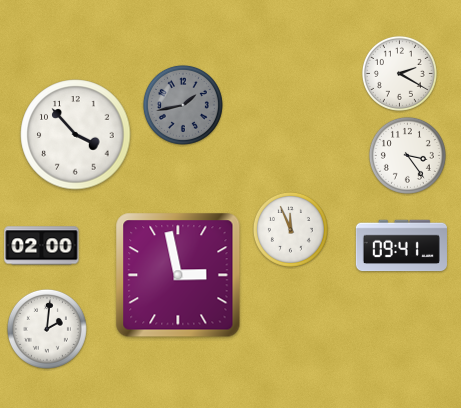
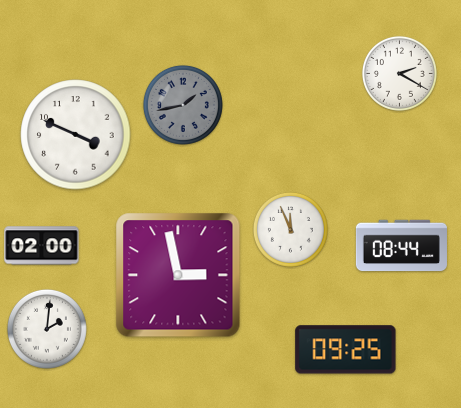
clock at (76, 135): 3:53 -> 3:49
clock at (407, 155): 3:24 -> none
clock at (401, 246): 09:41 -> 08:44
clock at (346, 350): none -> 09:25
